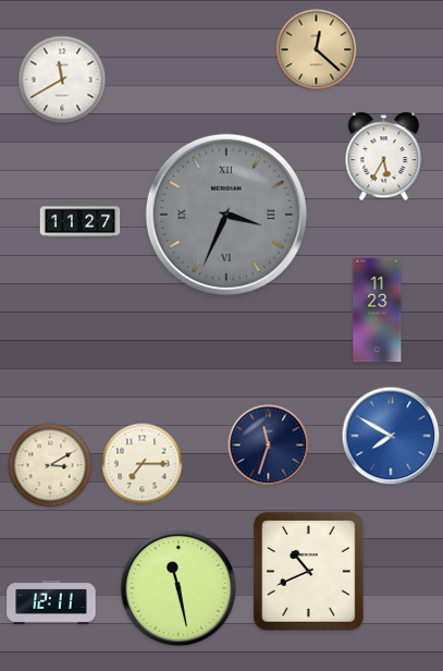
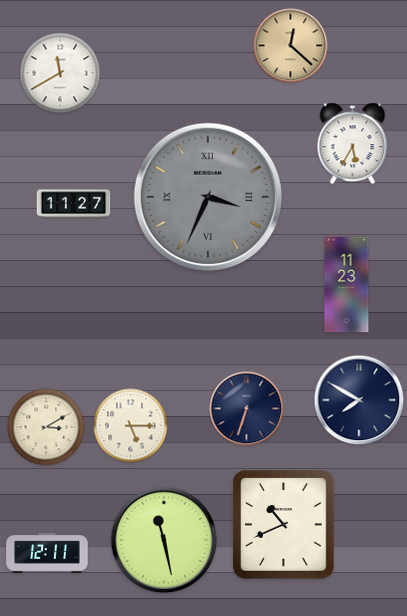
clock at (62, 80) position: (62, 80) -> (60, 73)
clock at (391, 436) dial: blue -> navy
clock at (269, 446): 11:33 -> 6:33
clock at (143, 464): 7:15 -> 5:15
